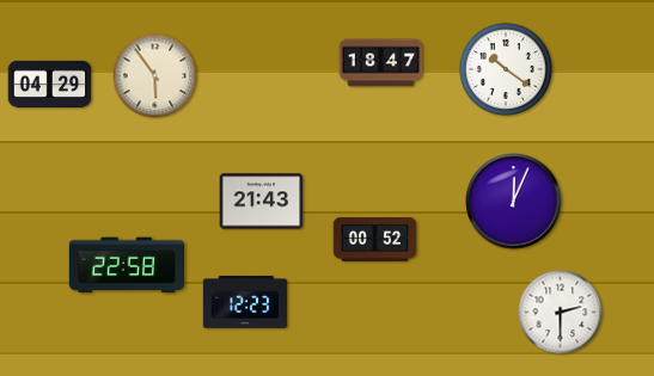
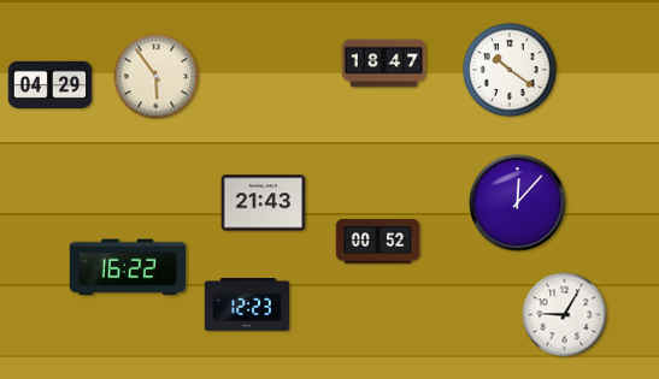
clock at (514, 202): 12:04 -> 12:07
clock at (127, 265): 22:58 -> 16:22
clock at (561, 313): 2:30 -> 9:05
